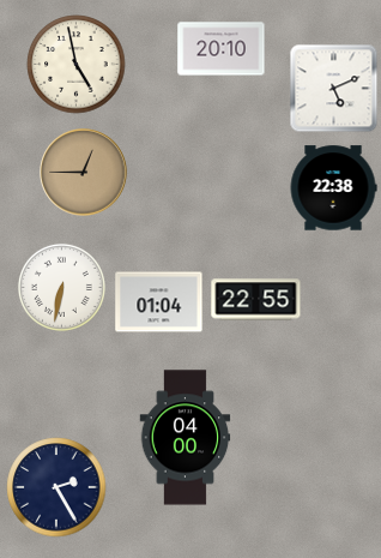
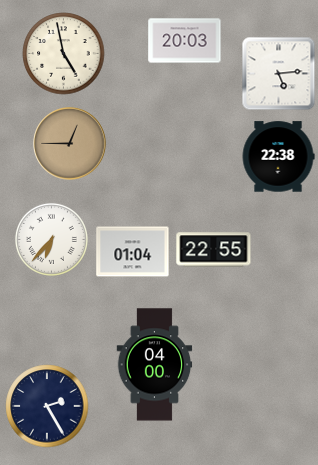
clock at (222, 49): 20:10 -> 20:03
clock at (334, 89): 5:11 -> 5:14
clock at (61, 287): 6:32 -> 6:37
